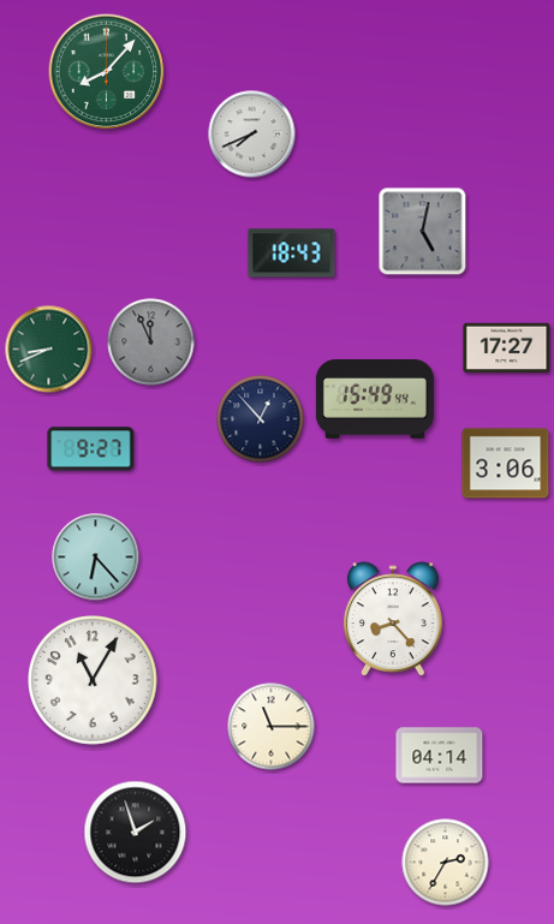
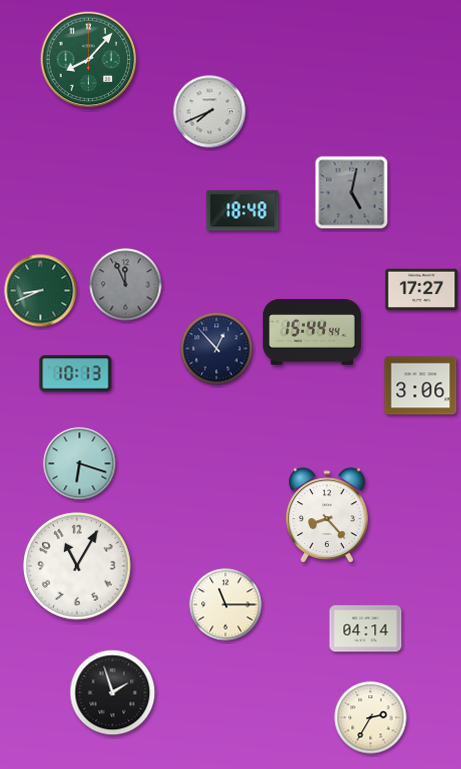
clock at (292, 254): 18:43 -> 18:48
clock at (375, 399): 15:49 -> 15:44
clock at (91, 449): 9:27 -> 10:13
clock at (96, 558): 6:23 -> 6:18
